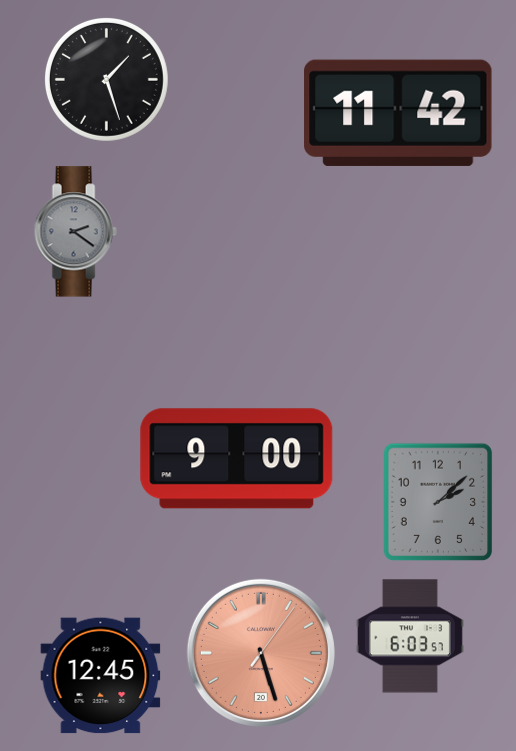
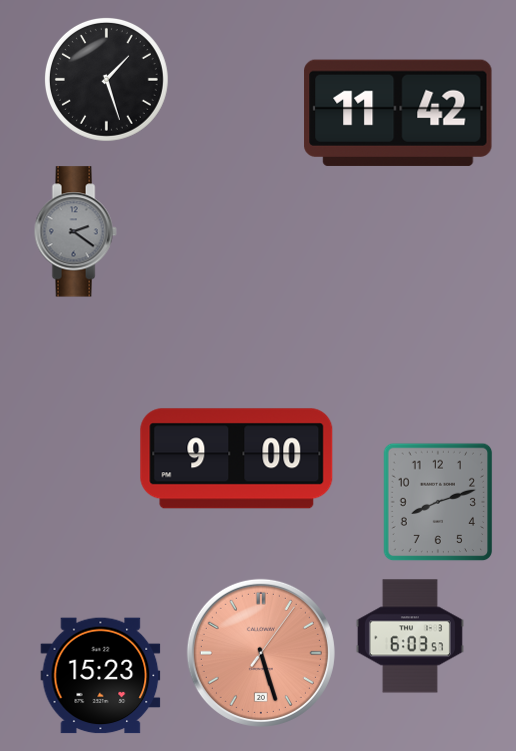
clock at (438, 502): 2:08 -> 8:12
clock at (101, 676): 12:45 -> 15:23
